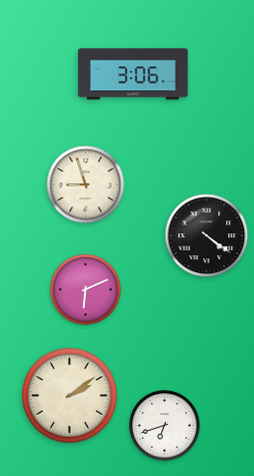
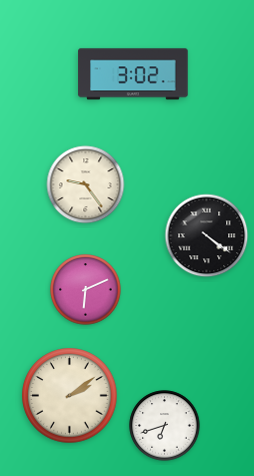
clock at (133, 74): 3:06 -> 3:02
clock at (86, 185): 8:57 -> 9:24
